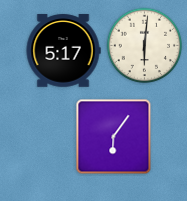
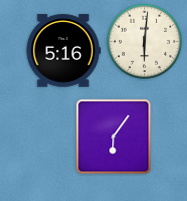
clock at (145, 46) position: (145, 46) -> (145, 42)
clock at (63, 51): 5:17 -> 5:16
